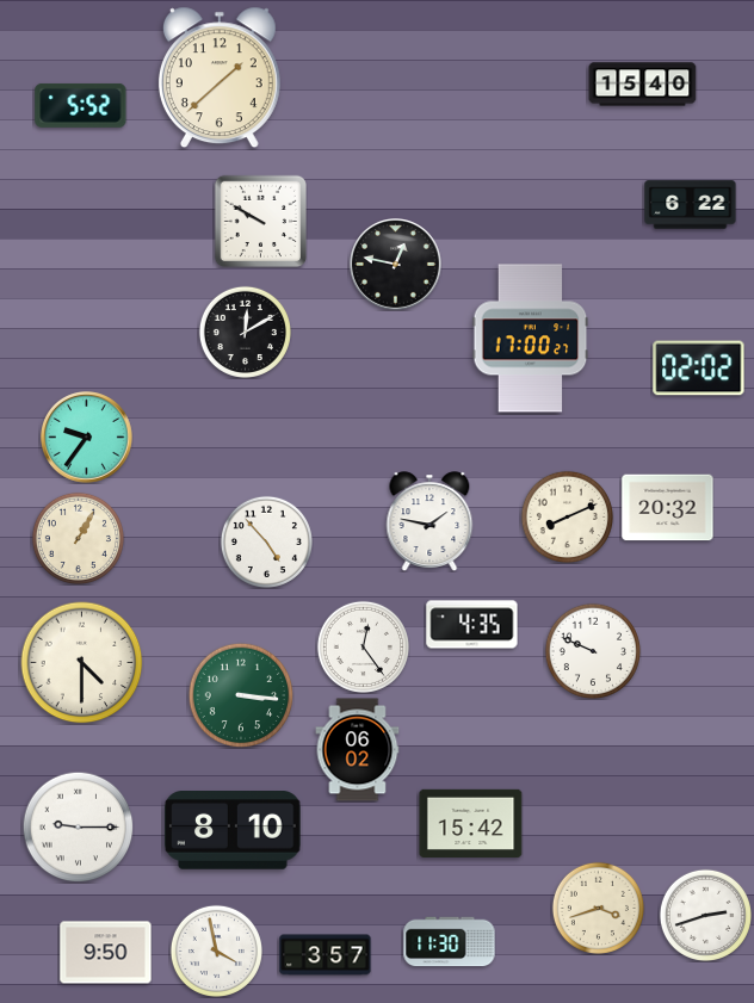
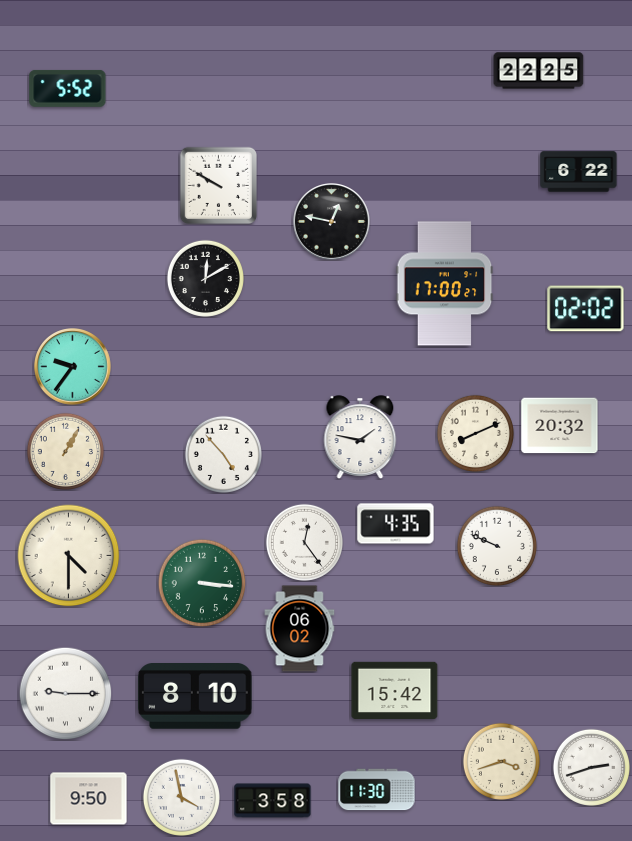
clock at (220, 78): 1:38 -> none
clock at (643, 85): 15:40 -> 22:25
clock at (326, 955): 3:57 -> 3:58
